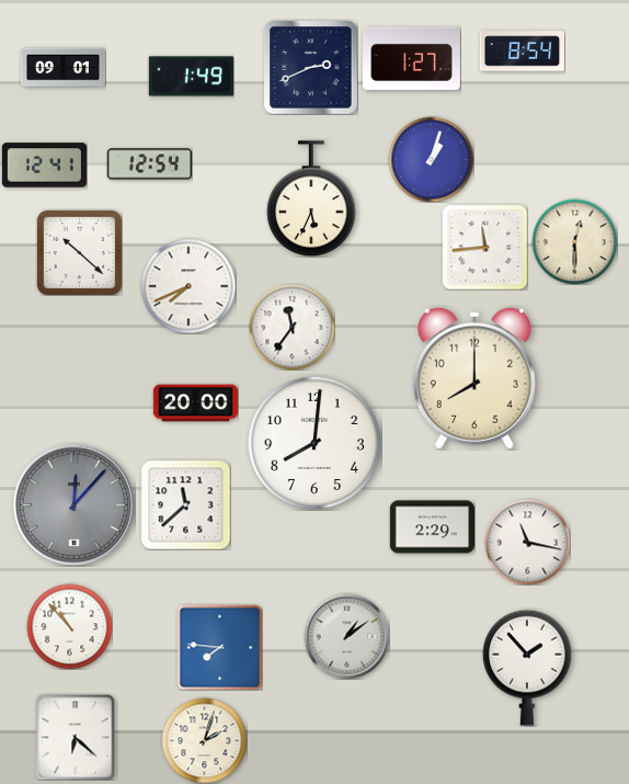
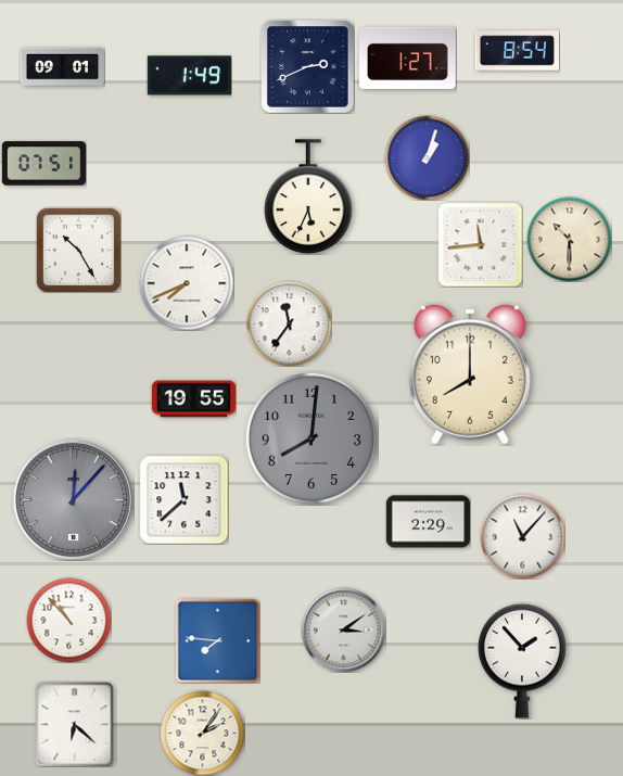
clock at (149, 164): 12:54 -> none
clock at (44, 166): 12:41 -> 07:51
clock at (574, 241): 12:30 -> 10:30
clock at (79, 252): 10:22 -> 10:25
clock at (195, 404): 20:00 -> 19:55
clock at (314, 443) dial: white -> grey
clock at (527, 542): 11:17 -> 11:07
clock at (346, 636): 1:09 -> 3:09
clock at (76, 737) position: (76, 737) -> (75, 724)
clock at (204, 740): 2:03 -> 2:06
